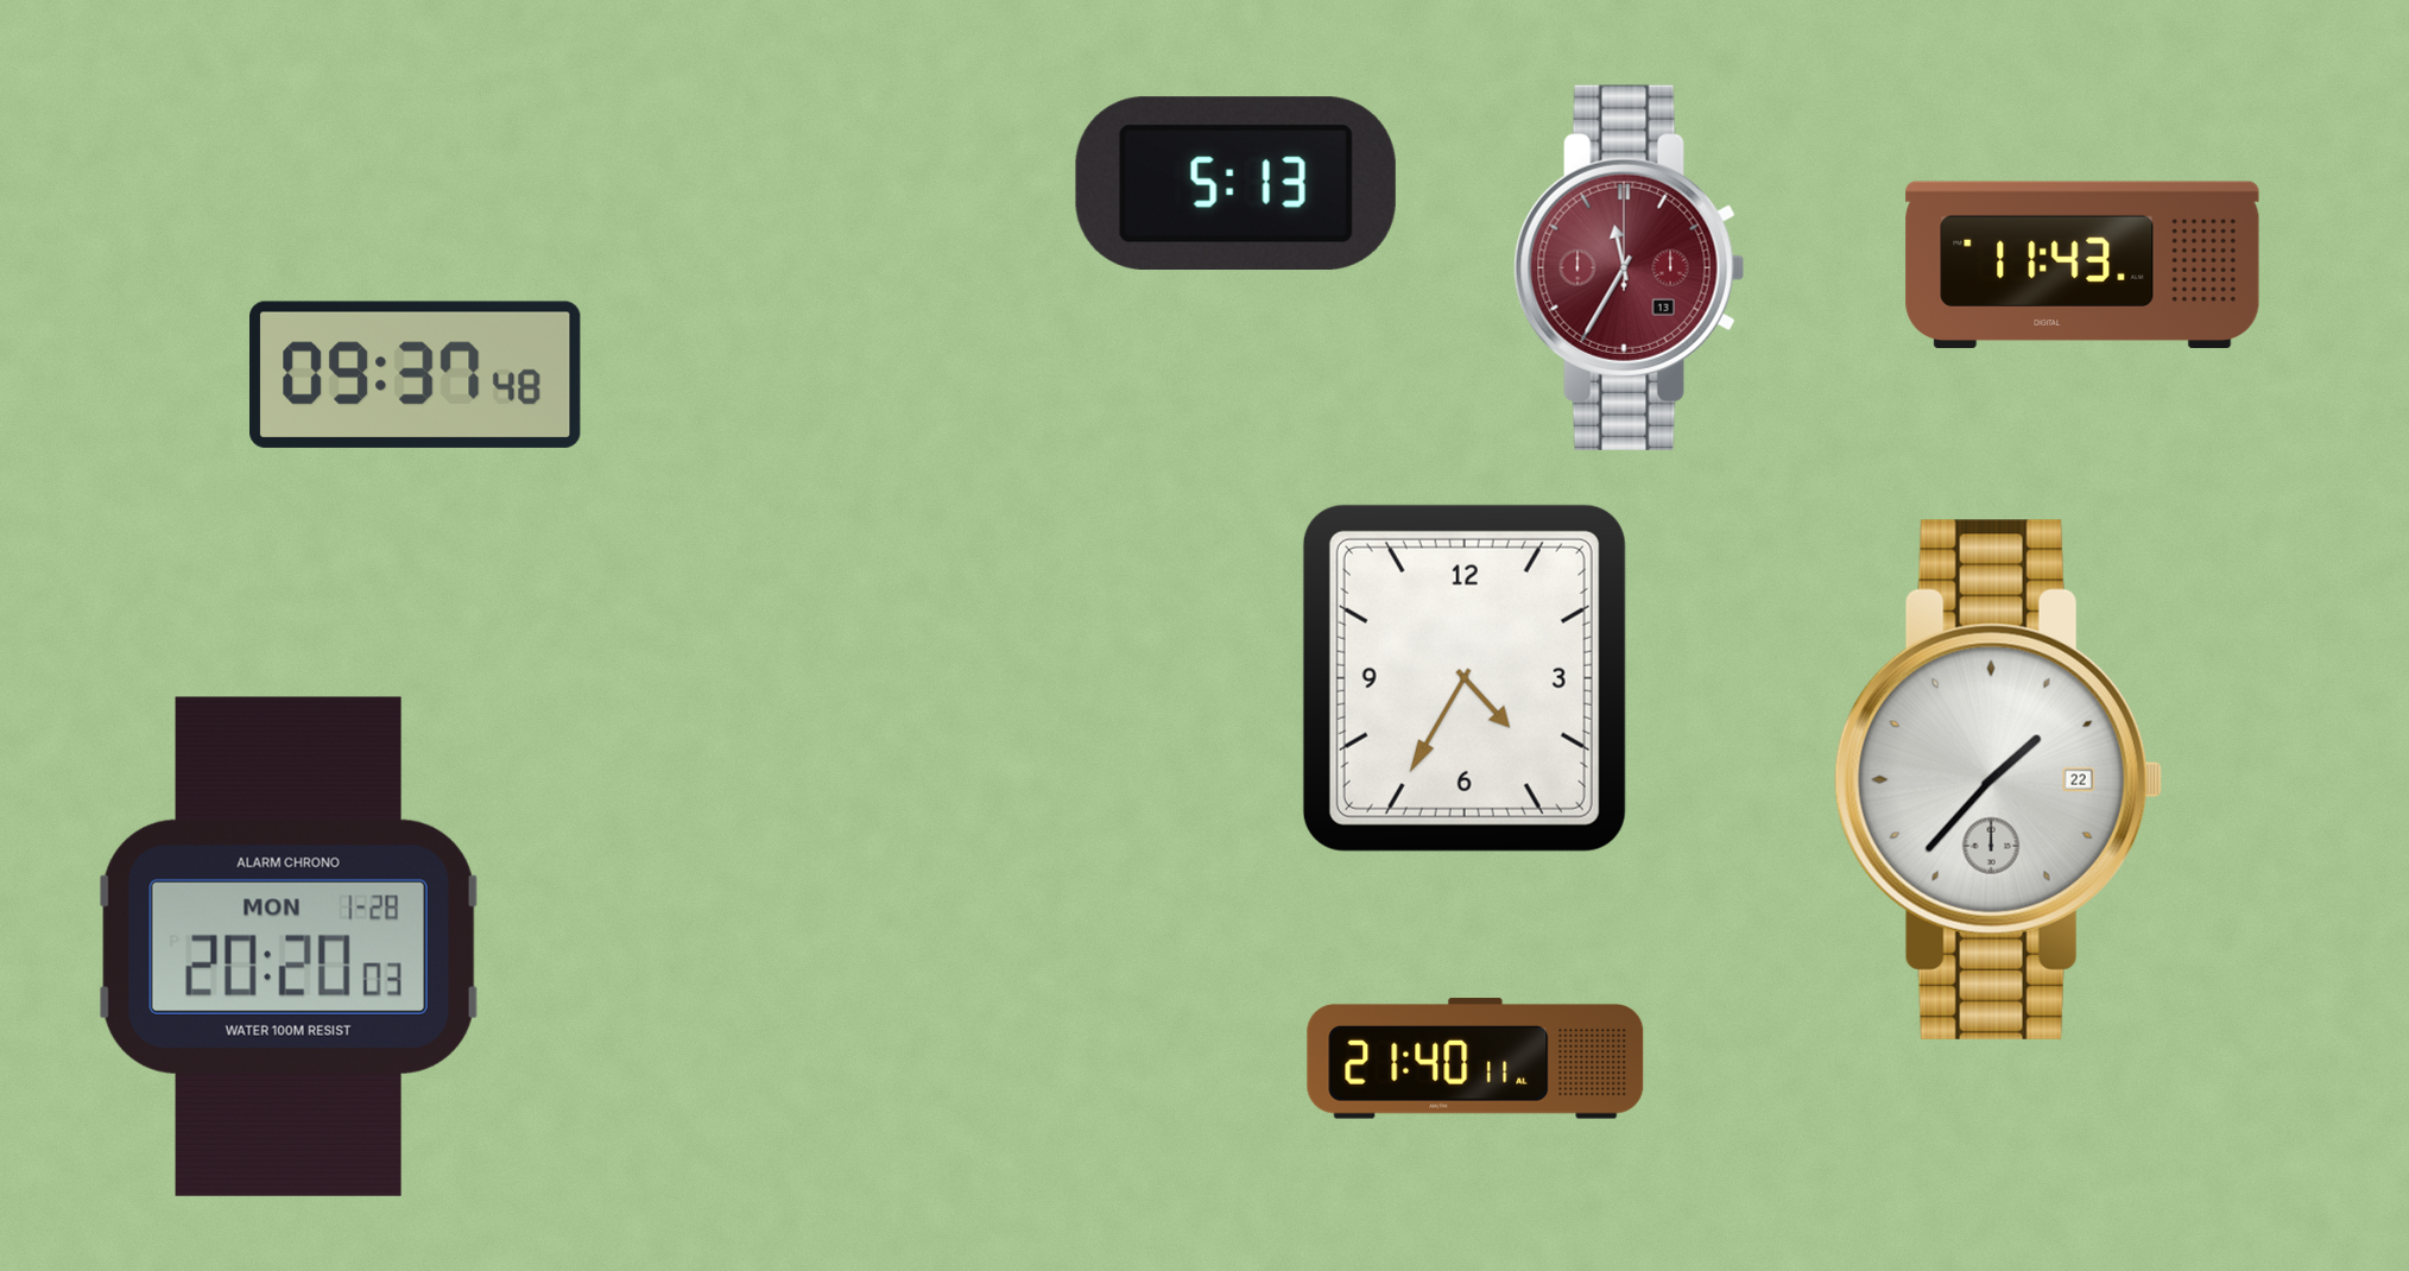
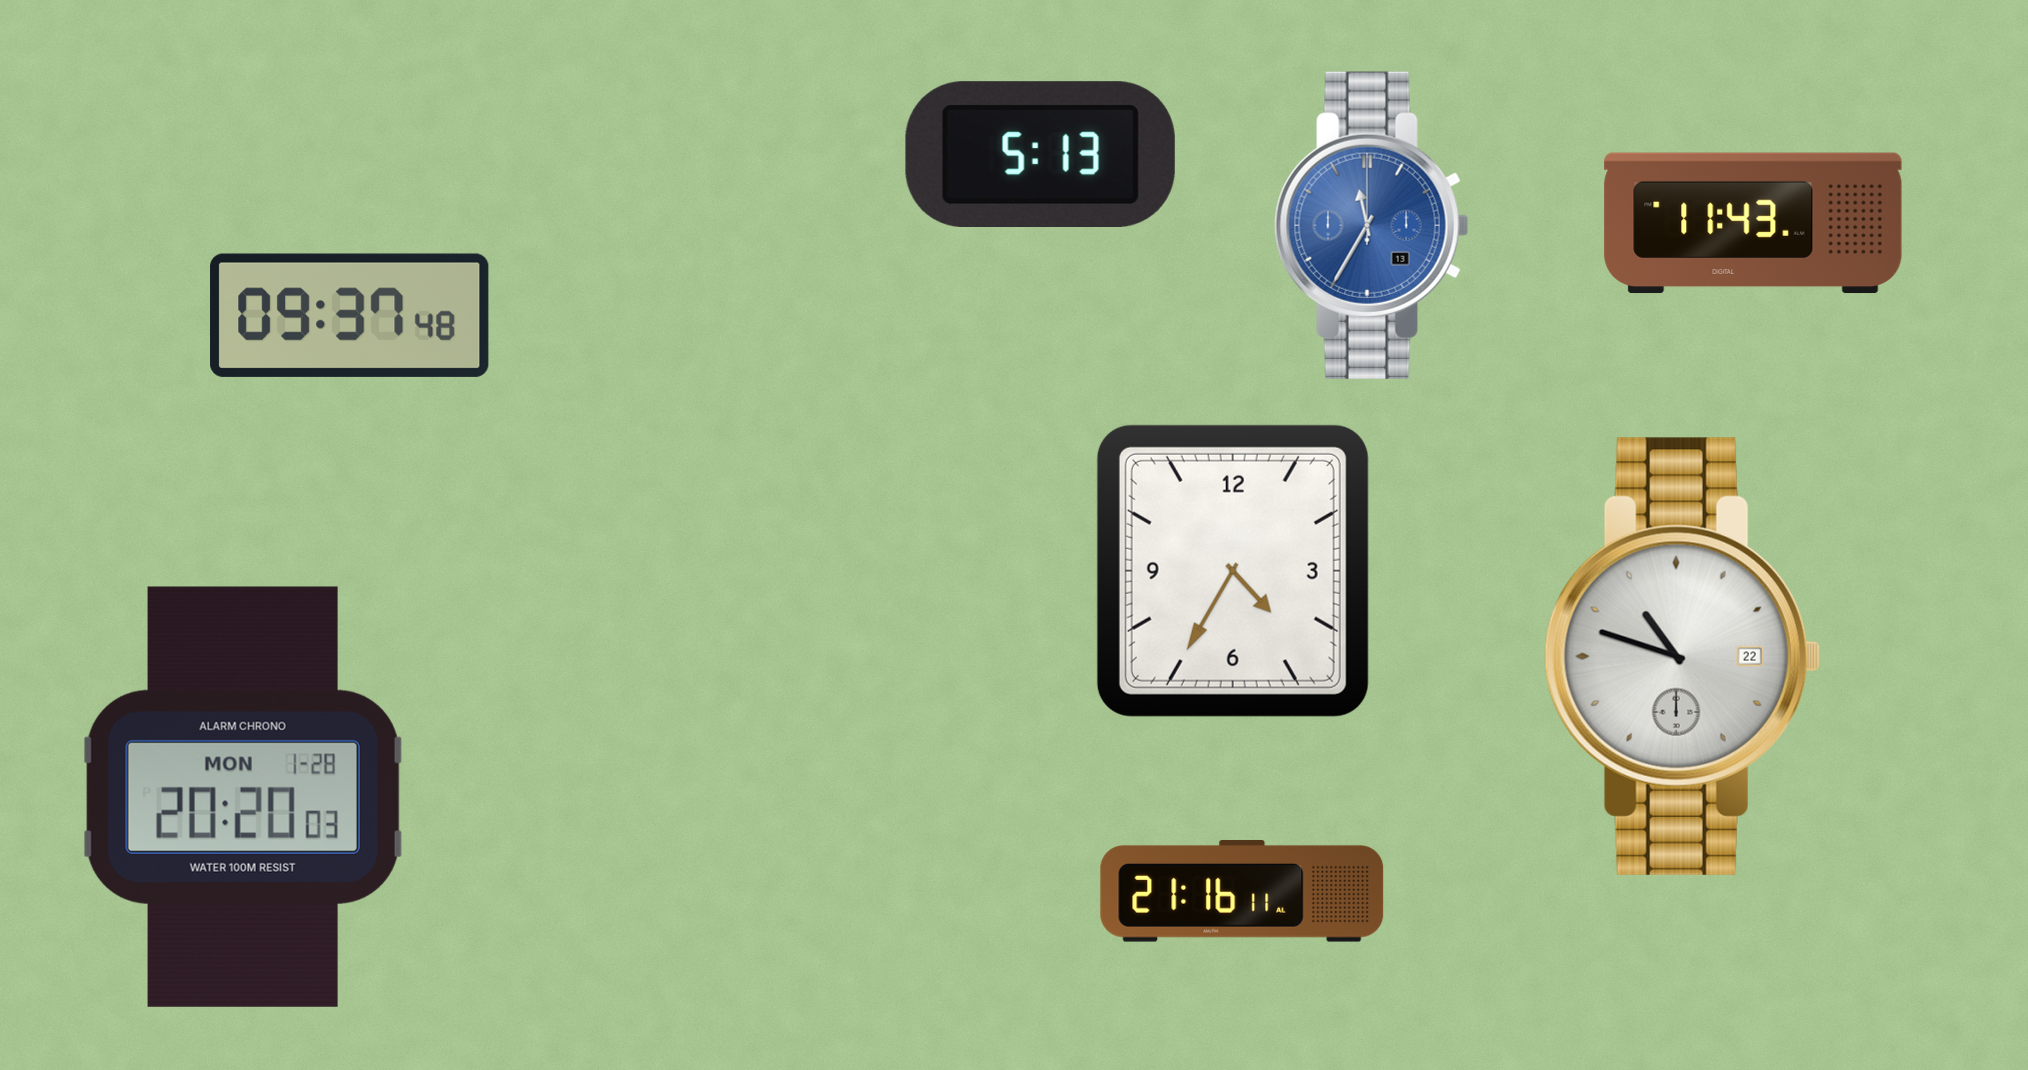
clock at (1630, 267) dial: burgundy -> blue
clock at (1998, 779): 1:37 -> 10:48
clock at (1475, 1058): 21:40 -> 21:16
